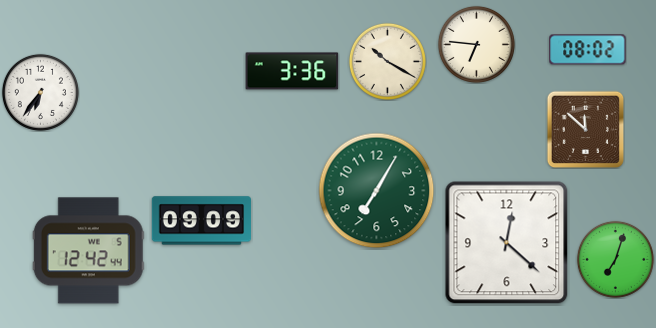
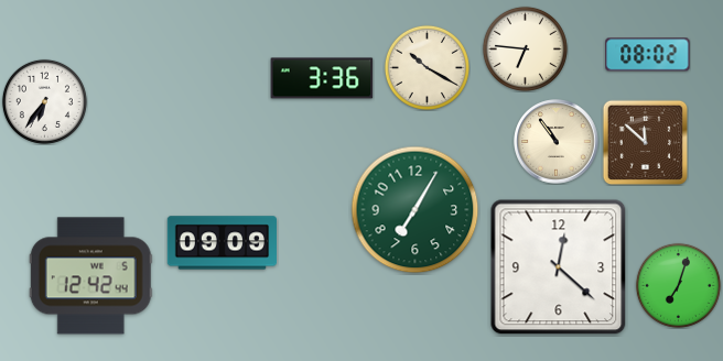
clock at (557, 142): none -> 10:54
clock at (88, 251) position: (88, 251) -> (90, 276)
